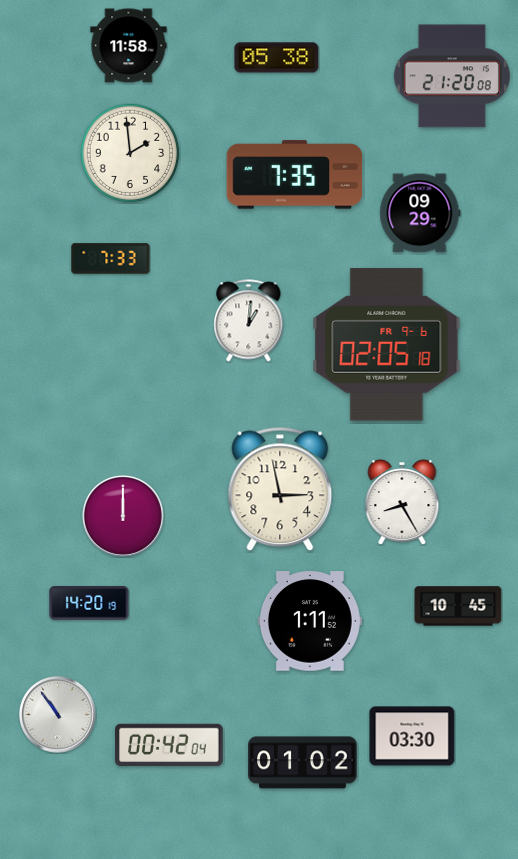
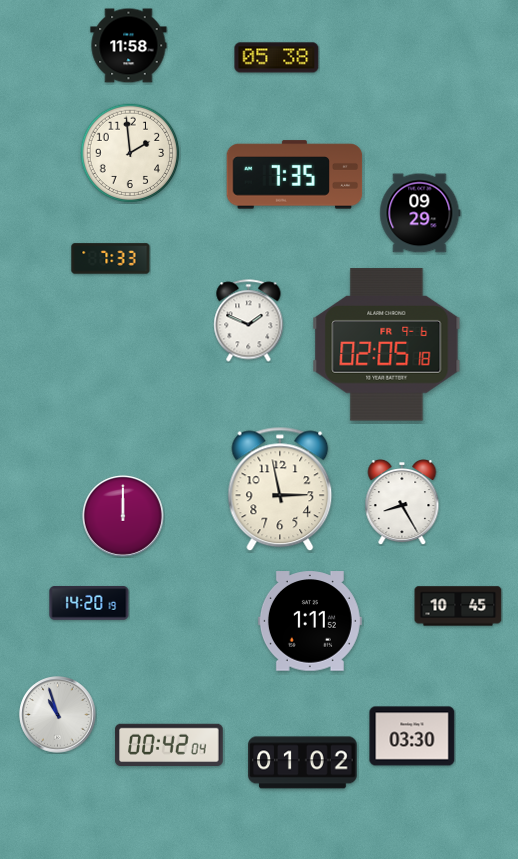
clock at (452, 76): 21:20 -> none
clock at (249, 321): 1:01 -> 1:49
clock at (58, 715): 10:54 -> 10:57
